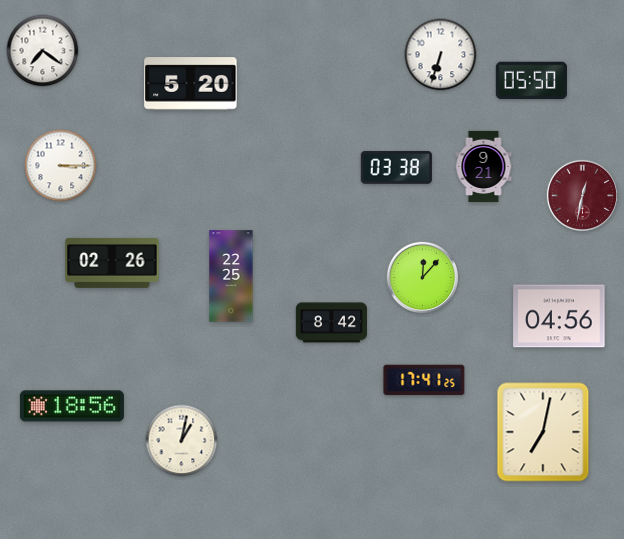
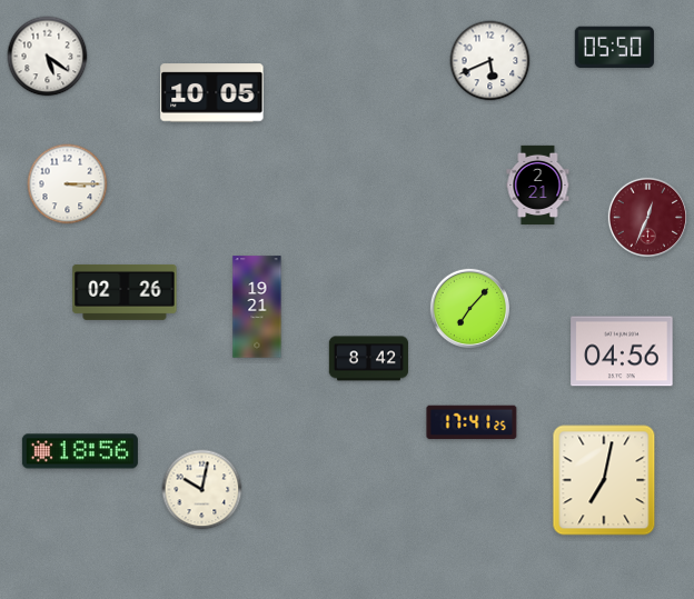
clock at (43, 51): 7:21 -> 5:21
clock at (441, 55): 6:33 -> 5:41
clock at (531, 81) position: (531, 81) -> (614, 48)
clock at (191, 84): 5:20 -> 10:05
clock at (484, 166): 9:21 -> 2:21
clock at (396, 167): 03:38 -> none
clock at (582, 195): 12:32 -> 12:34
clock at (231, 276): 22:25 -> 19:21
clock at (422, 277): 12:07 -> 7:07
clock at (182, 441): 1:02 -> 10:02
